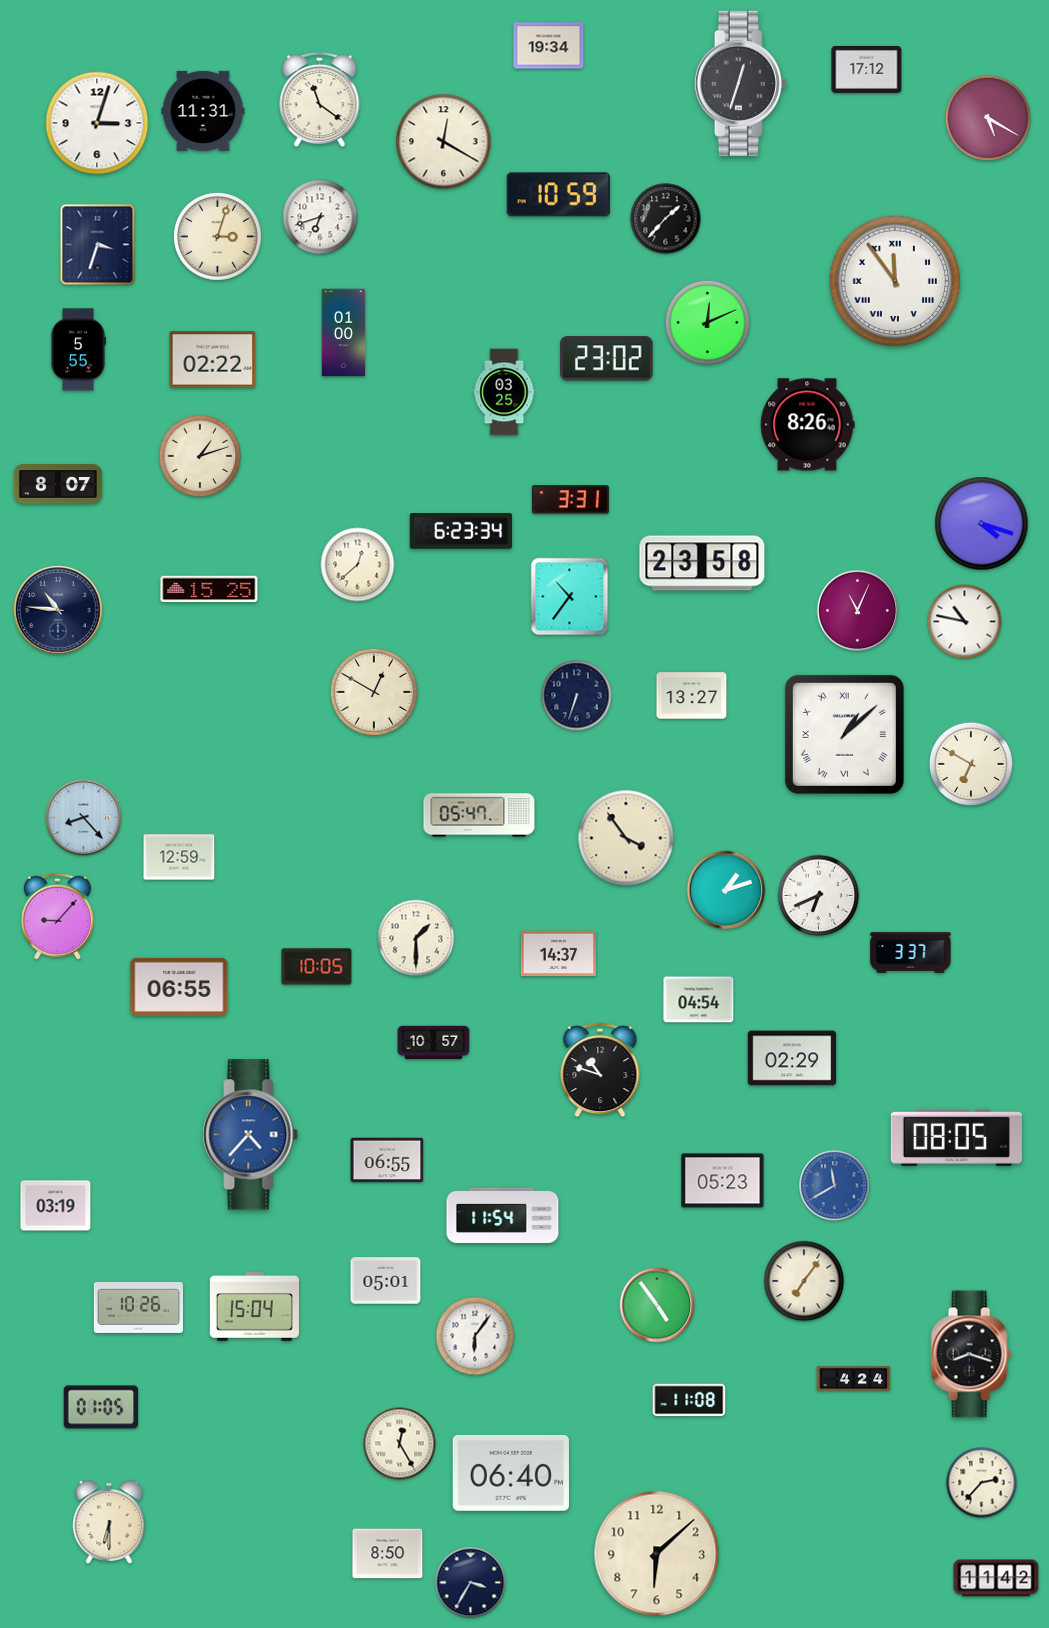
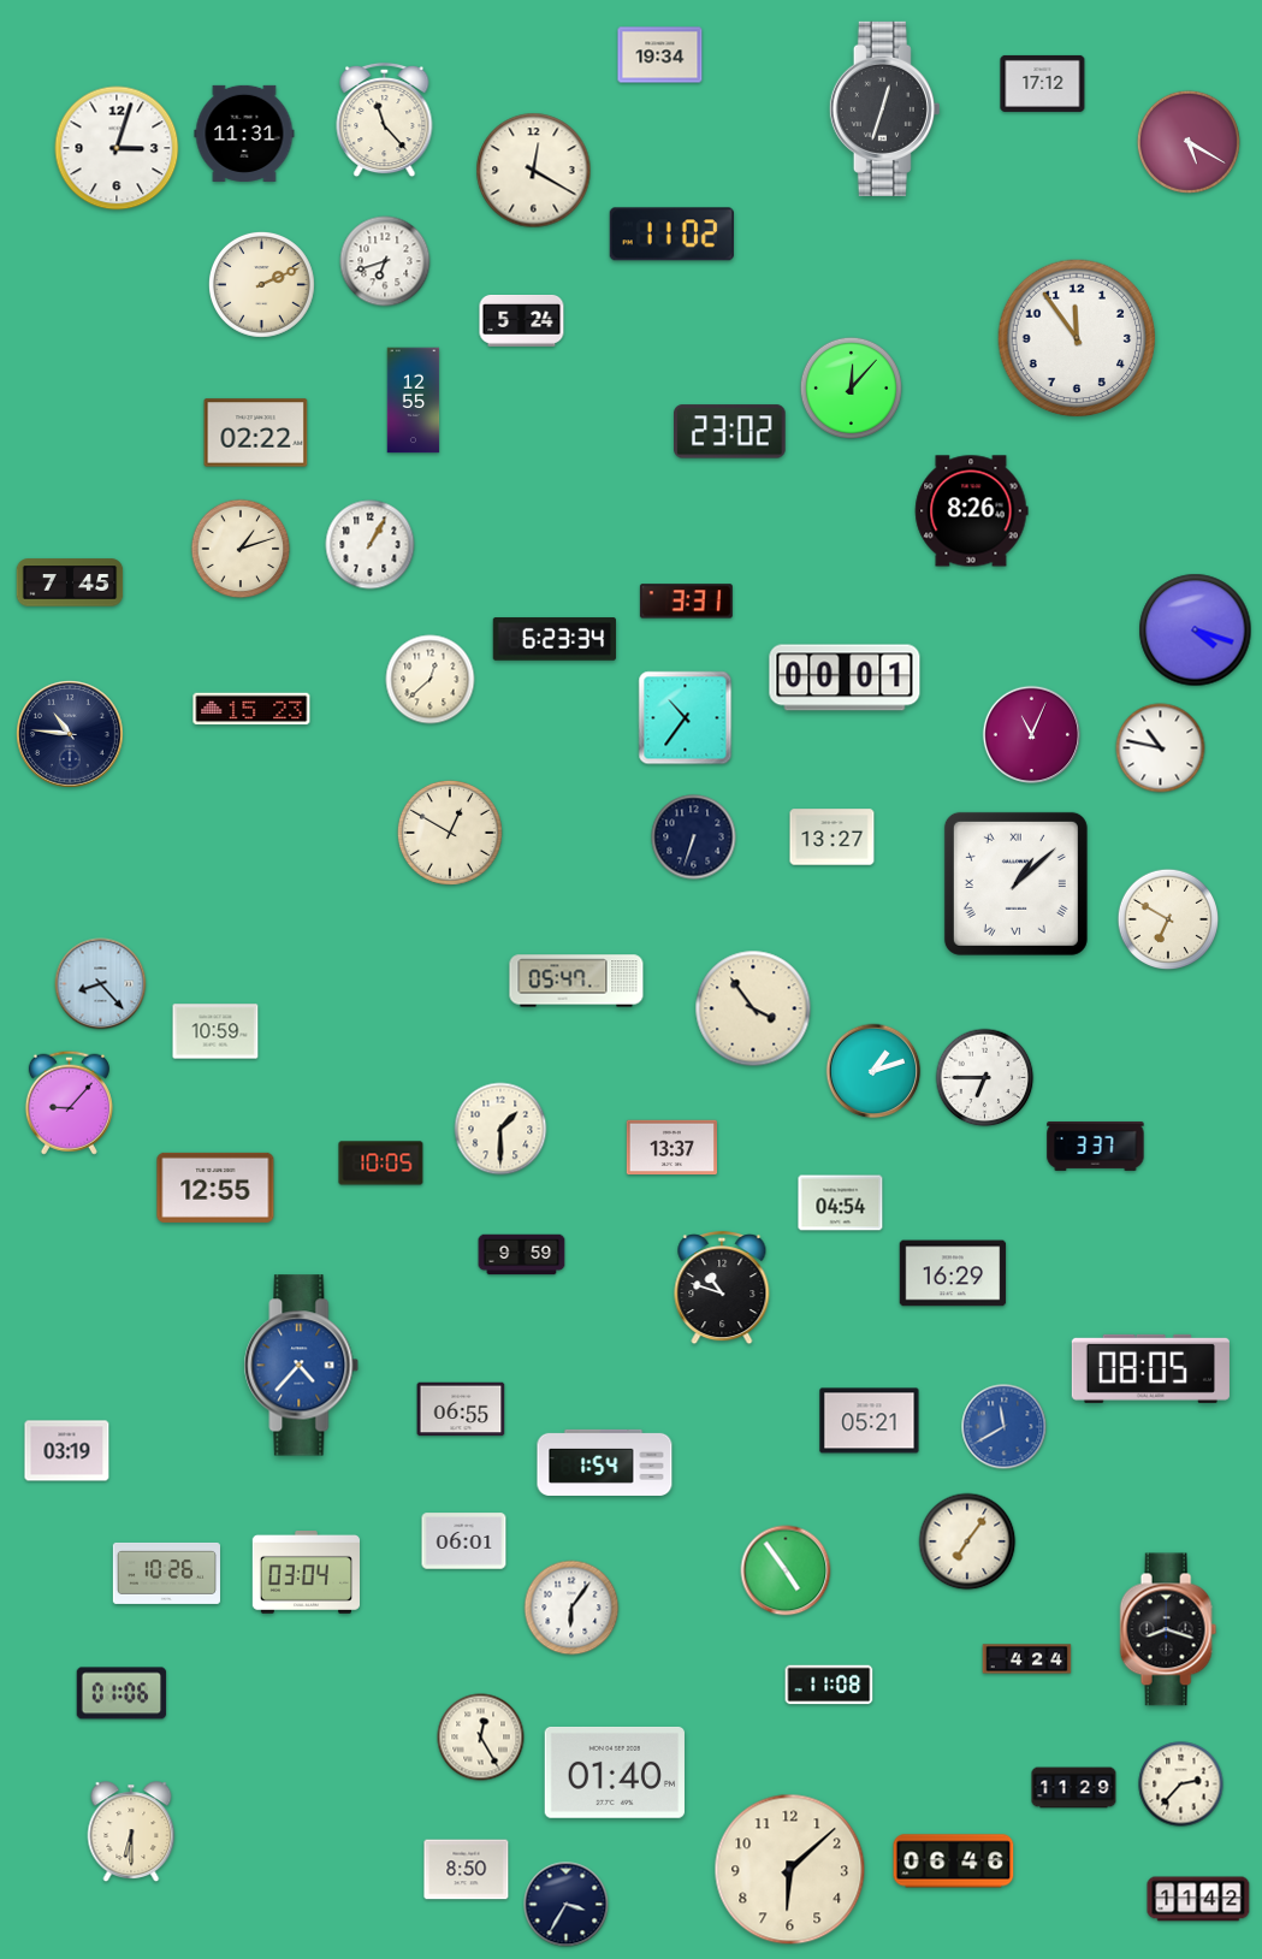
clock at (740, 83) position: (740, 83) -> (884, 108)
clock at (320, 100): 11:21 -> 11:23
clock at (558, 195): 10:59 -> 11:02
clock at (666, 219): 1:37 -> none
clock at (217, 236): 3:03 -> 2:11
clock at (98, 245): 3:33 -> none
clock at (522, 321): none -> 5:24
clock at (895, 281) numerals: Roman -> Arabic
clock at (707, 322): 12:11 -> 12:07
clock at (344, 333): 01:00 -> 12:55
clock at (78, 350): 5:55 -> none
clock at (504, 392): 03:25 -> none
clock at (371, 545): none -> 1:05
clock at (58, 484): 8:07 -> 7:45
clock at (982, 524) position: (982, 524) -> (1196, 631)
clock at (702, 563): 23:58 -> 00:01
clock at (209, 589): 15:25 -> 15:23
clock at (179, 857): 12:59 -> 10:59
clock at (819, 896): 6:41 -> 6:45
clock at (558, 954): 14:37 -> 13:37
clock at (179, 987): 06:55 -> 12:55
clock at (434, 1043): 10:57 -> 9:59
clock at (792, 1058): 02:29 -> 16:29
clock at (387, 1160) position: (387, 1160) -> (461, 1409)
clock at (723, 1181): 05:23 -> 05:21
clock at (503, 1215): 11:54 -> 1:54
clock at (386, 1281): 05:01 -> 06:01
clock at (657, 1305) position: (657, 1305) -> (786, 1570)
clock at (254, 1307): 15:04 -> 03:04
clock at (101, 1407): 01:05 -> 01:06
clock at (510, 1473): 06:40 -> 01:40
clock at (1074, 1788): none -> 11:29
clock at (954, 1862): none -> 06:46
